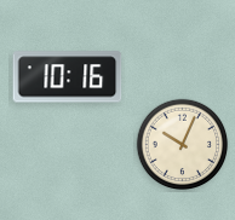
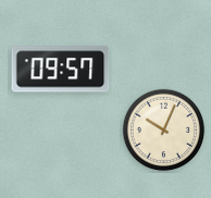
clock at (68, 77): 10:16 -> 09:57
